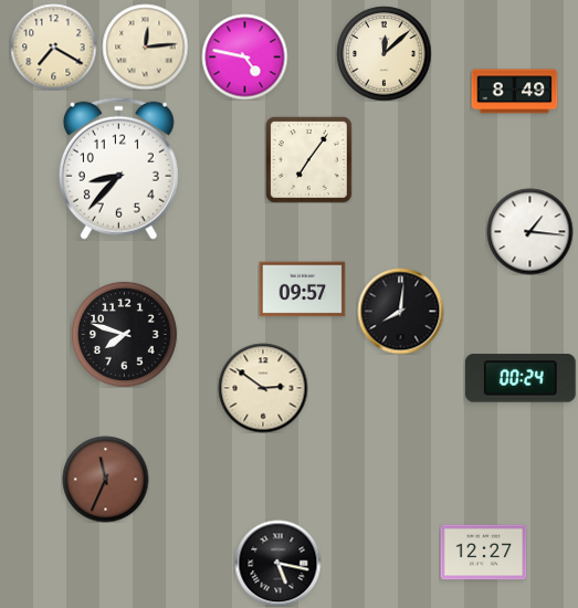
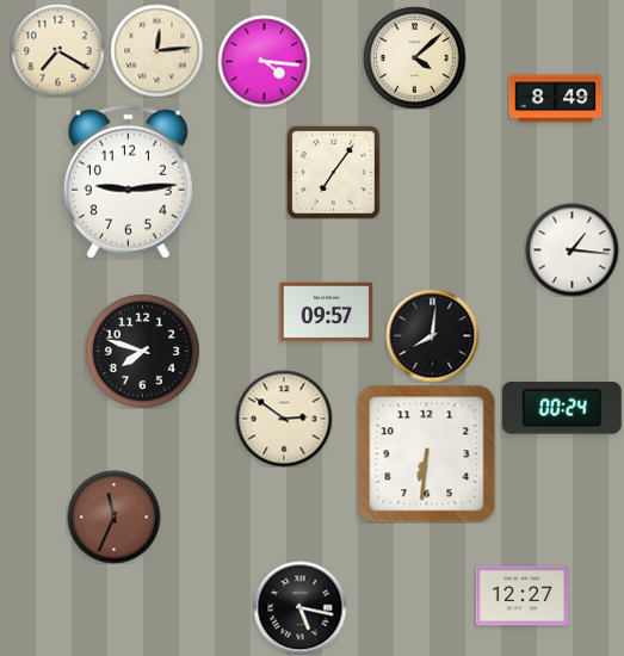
clock at (383, 53): 12:08 -> 4:08
clock at (244, 56): 4:47 -> 4:16
clock at (118, 168): 8:37 -> 9:14
clock at (125, 335) position: (125, 335) -> (143, 352)
clock at (426, 453): none -> 6:31
